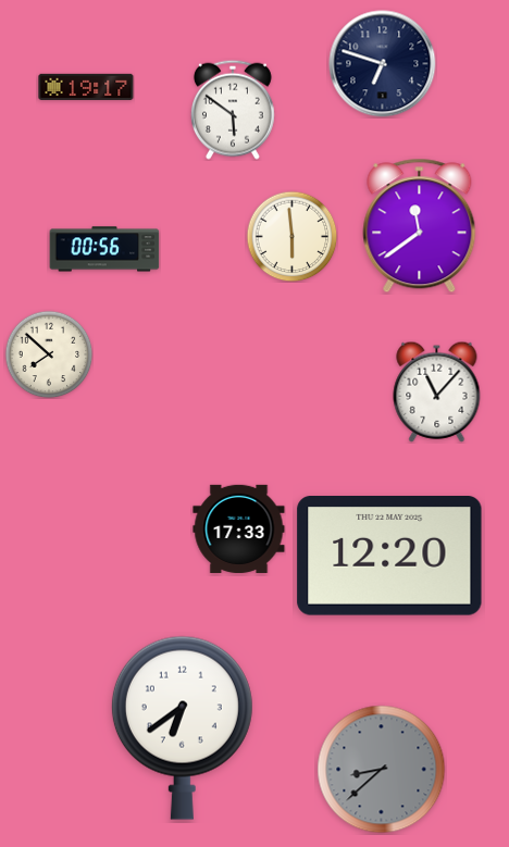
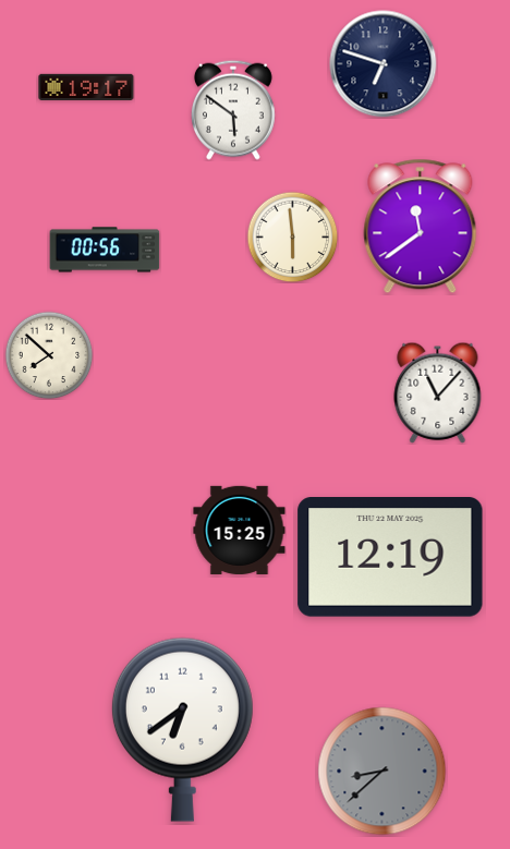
clock at (239, 528): 17:33 -> 15:25
clock at (389, 557): 12:20 -> 12:19
